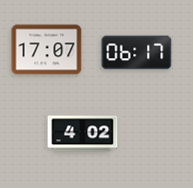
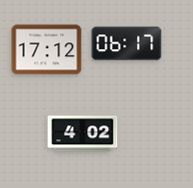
clock at (47, 50): 17:07 -> 17:12
clock at (137, 53) position: (137, 53) -> (127, 44)
